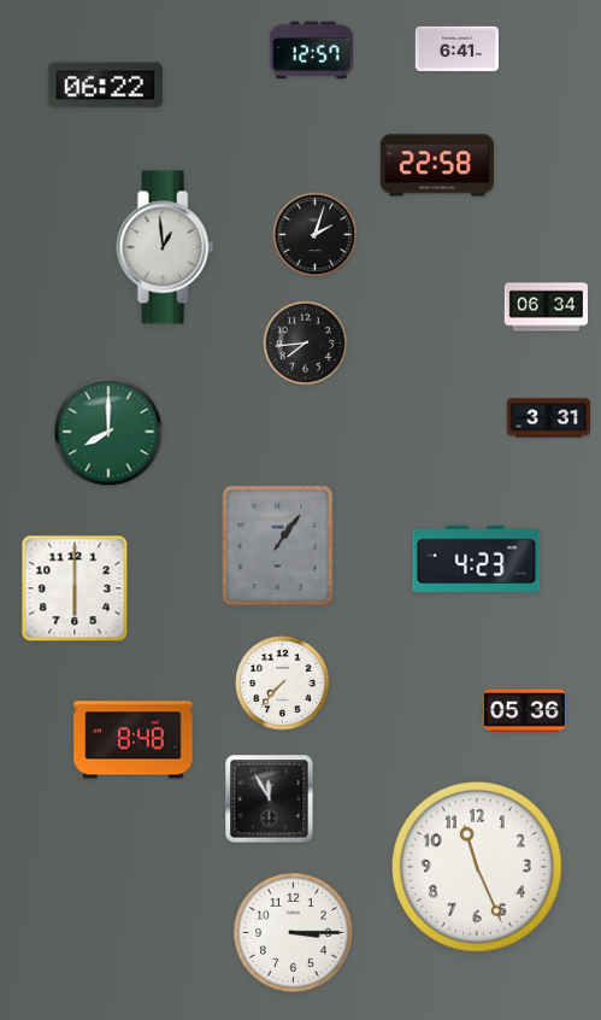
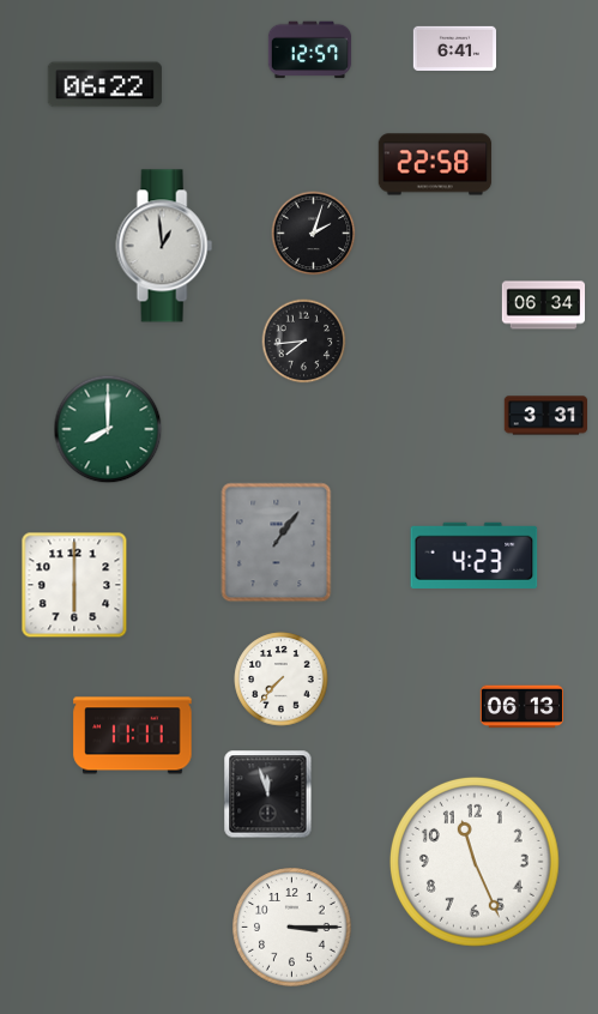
clock at (524, 711): 05:36 -> 06:13
clock at (134, 740): 8:48 -> 11:11
clock at (270, 799): 11:55 -> 11:57
